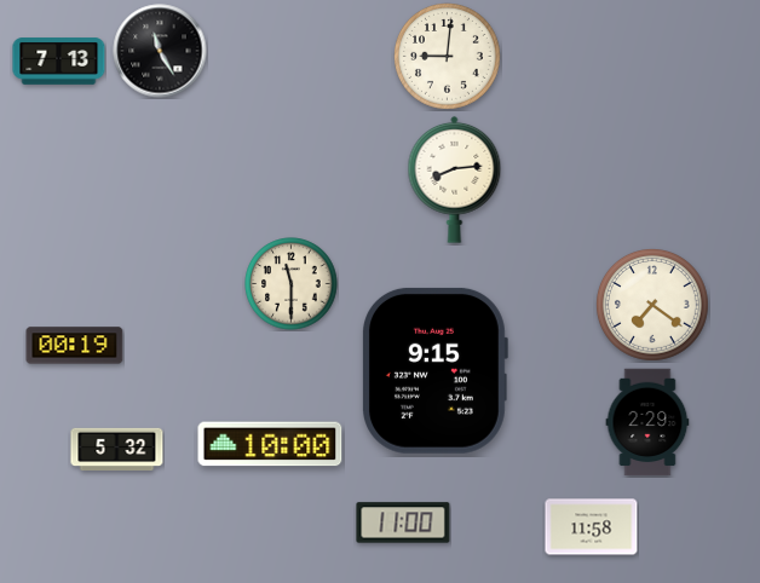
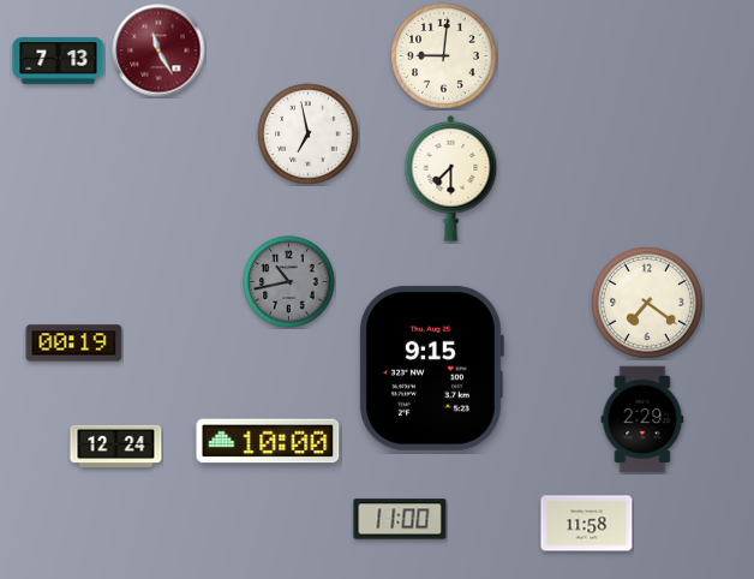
clock at (160, 51) dial: black -> burgundy
clock at (309, 135): none -> 6:58
clock at (455, 179): 8:14 -> 7:30
clock at (292, 284): 11:30 -> 10:43
clock at (292, 284) dial: cream -> grey
clock at (117, 449): 5:32 -> 12:24
